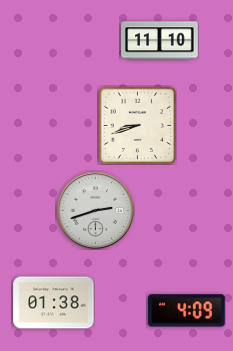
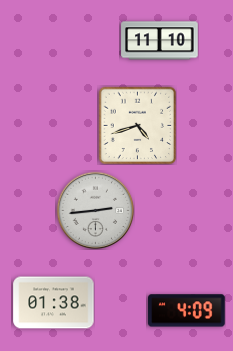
clock at (137, 125): 8:42 -> 4:42
clock at (95, 210): 2:42 -> 2:44
